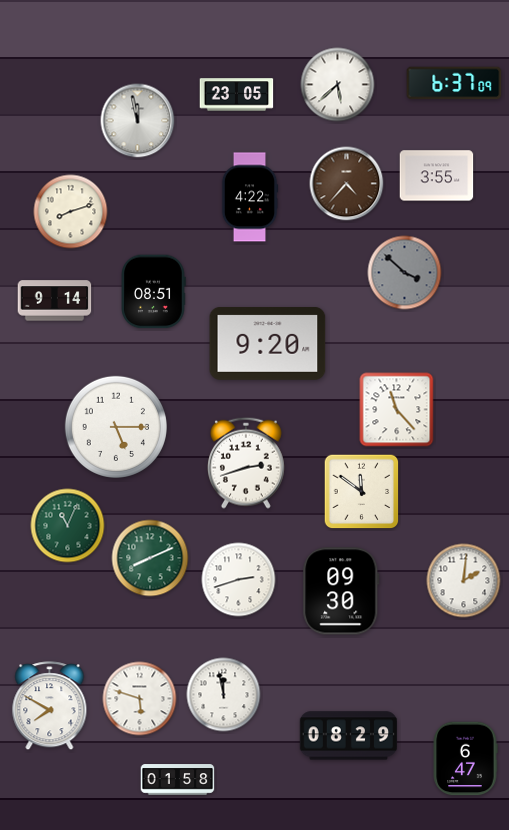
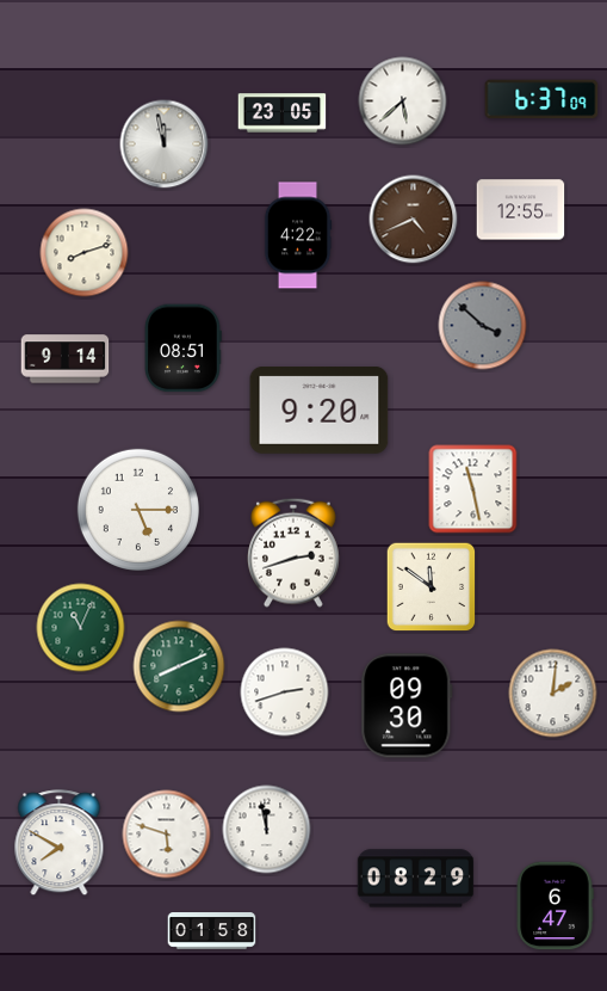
clock at (437, 176): 3:55 -> 12:55
clock at (347, 184): 4:37 -> 4:41
clock at (397, 410): 11:23 -> 11:28
